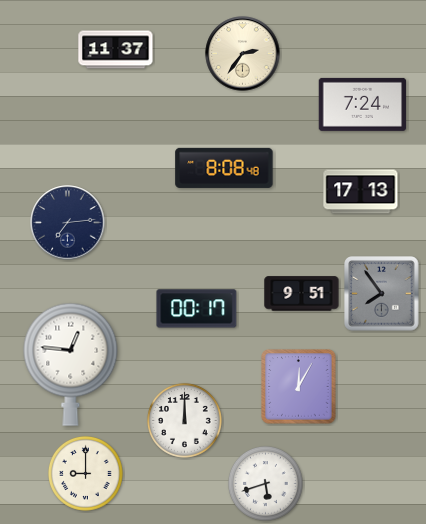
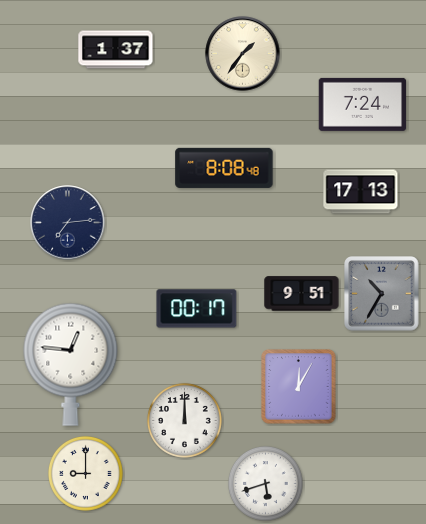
clock at (116, 50): 11:37 -> 1:37
clock at (243, 54): 2:36 -> 1:36
clock at (382, 294): 7:54 -> 10:35
